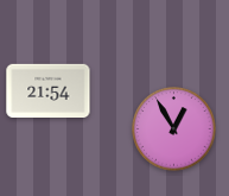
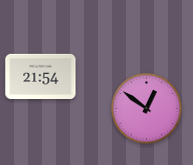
clock at (174, 129): 12:55 -> 12:51
